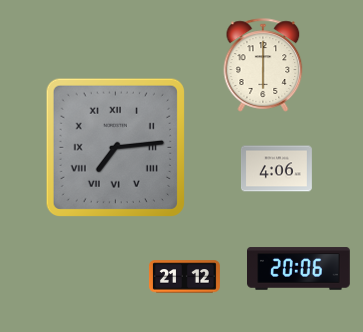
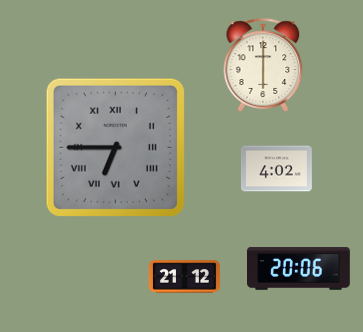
clock at (115, 147): 7:14 -> 6:45
clock at (276, 169): 4:06 -> 4:02
